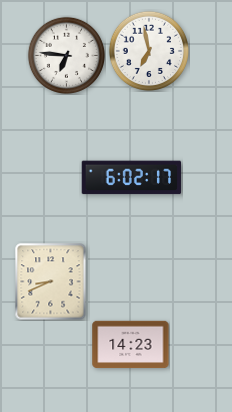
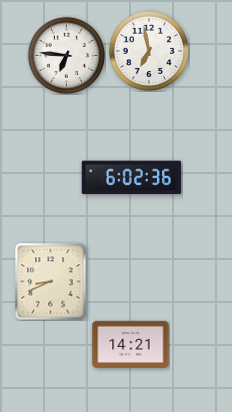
clock at (132, 178): 6:02:17 -> 6:02:36
clock at (131, 345): 14:23 -> 14:21
